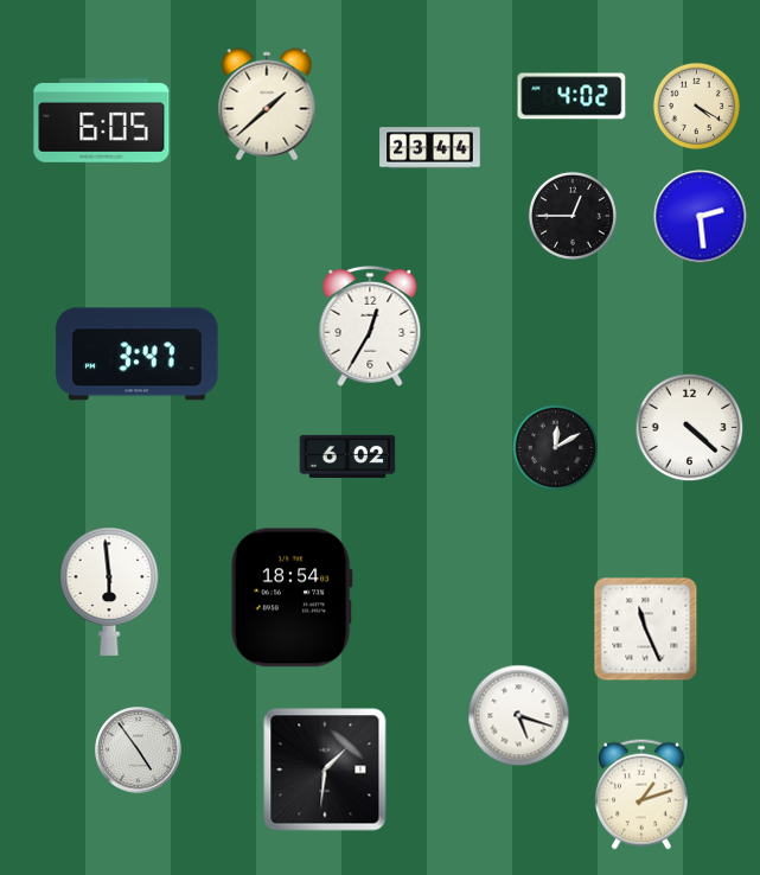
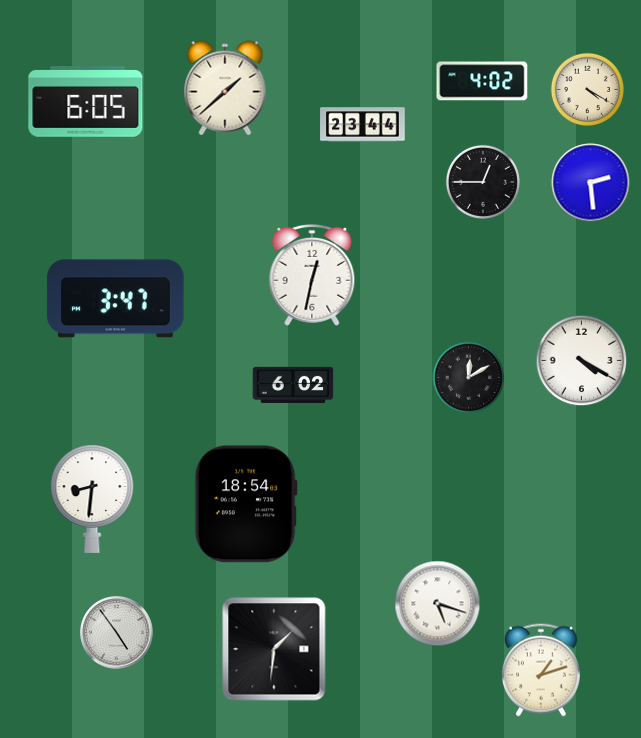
clock at (370, 326): 12:35 -> 12:32
clock at (690, 428): 4:22 -> 4:20
clock at (109, 592): 5:59 -> 8:31
clock at (646, 630): 11:26 -> none
